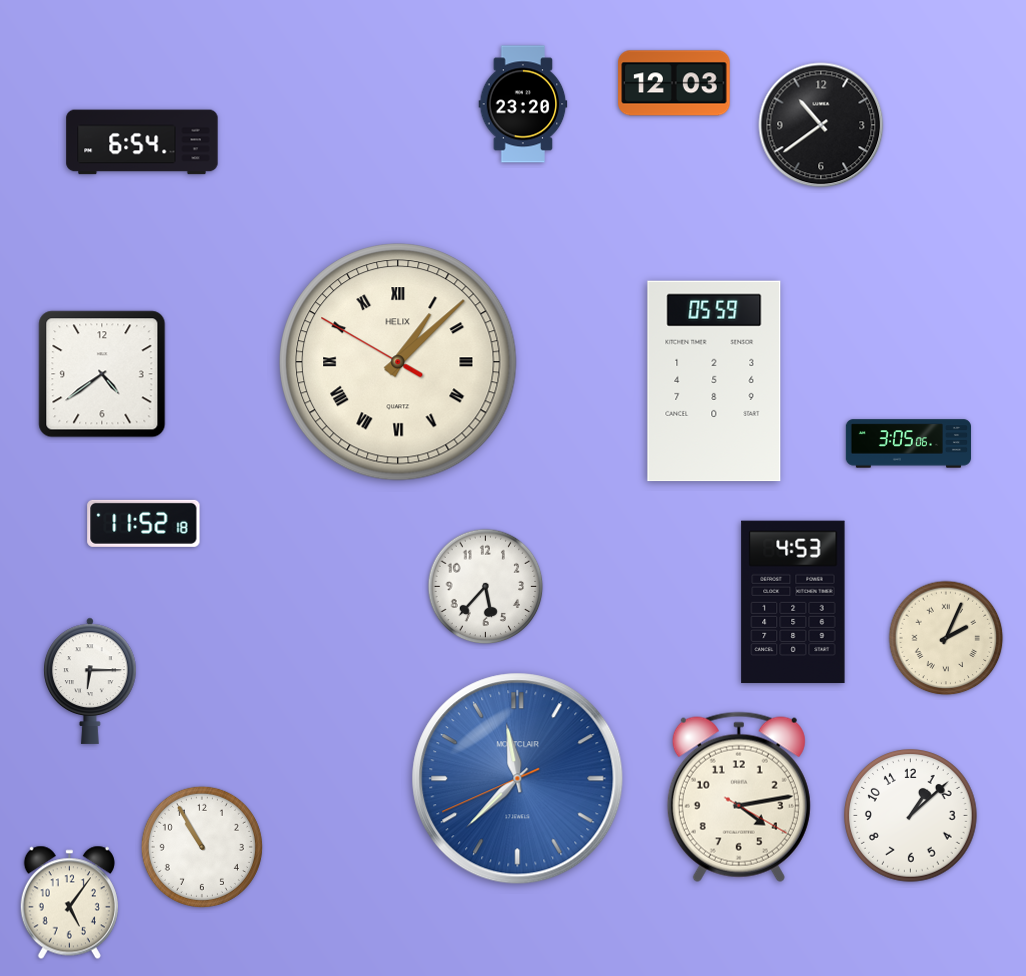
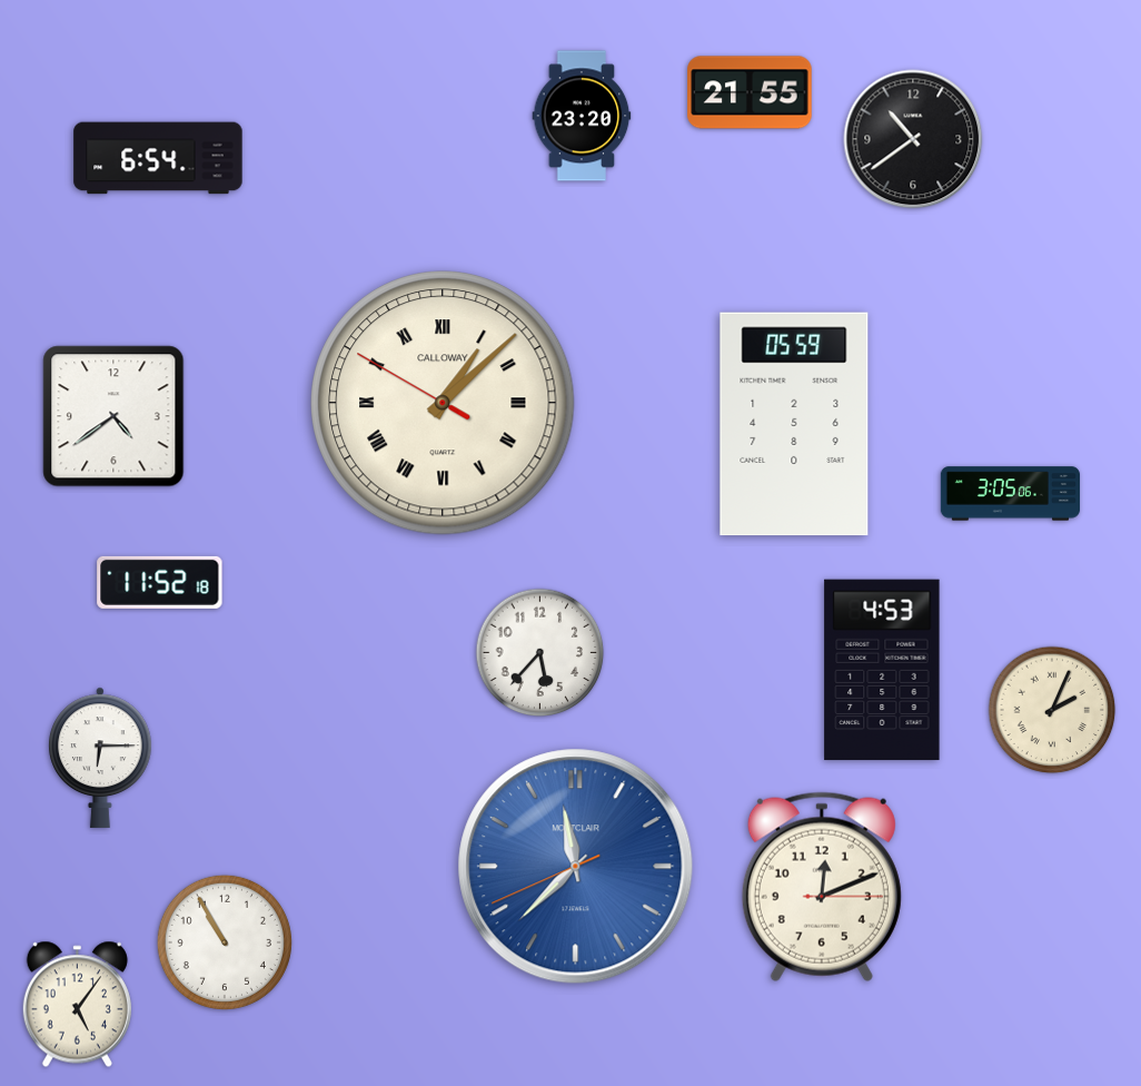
clock at (674, 83): 12:03 -> 21:55
clock at (398, 362) brand: HELIX -> CALLOWAY
clock at (739, 797): 4:13 -> 12:11
clock at (911, 816): 1:08 -> none
